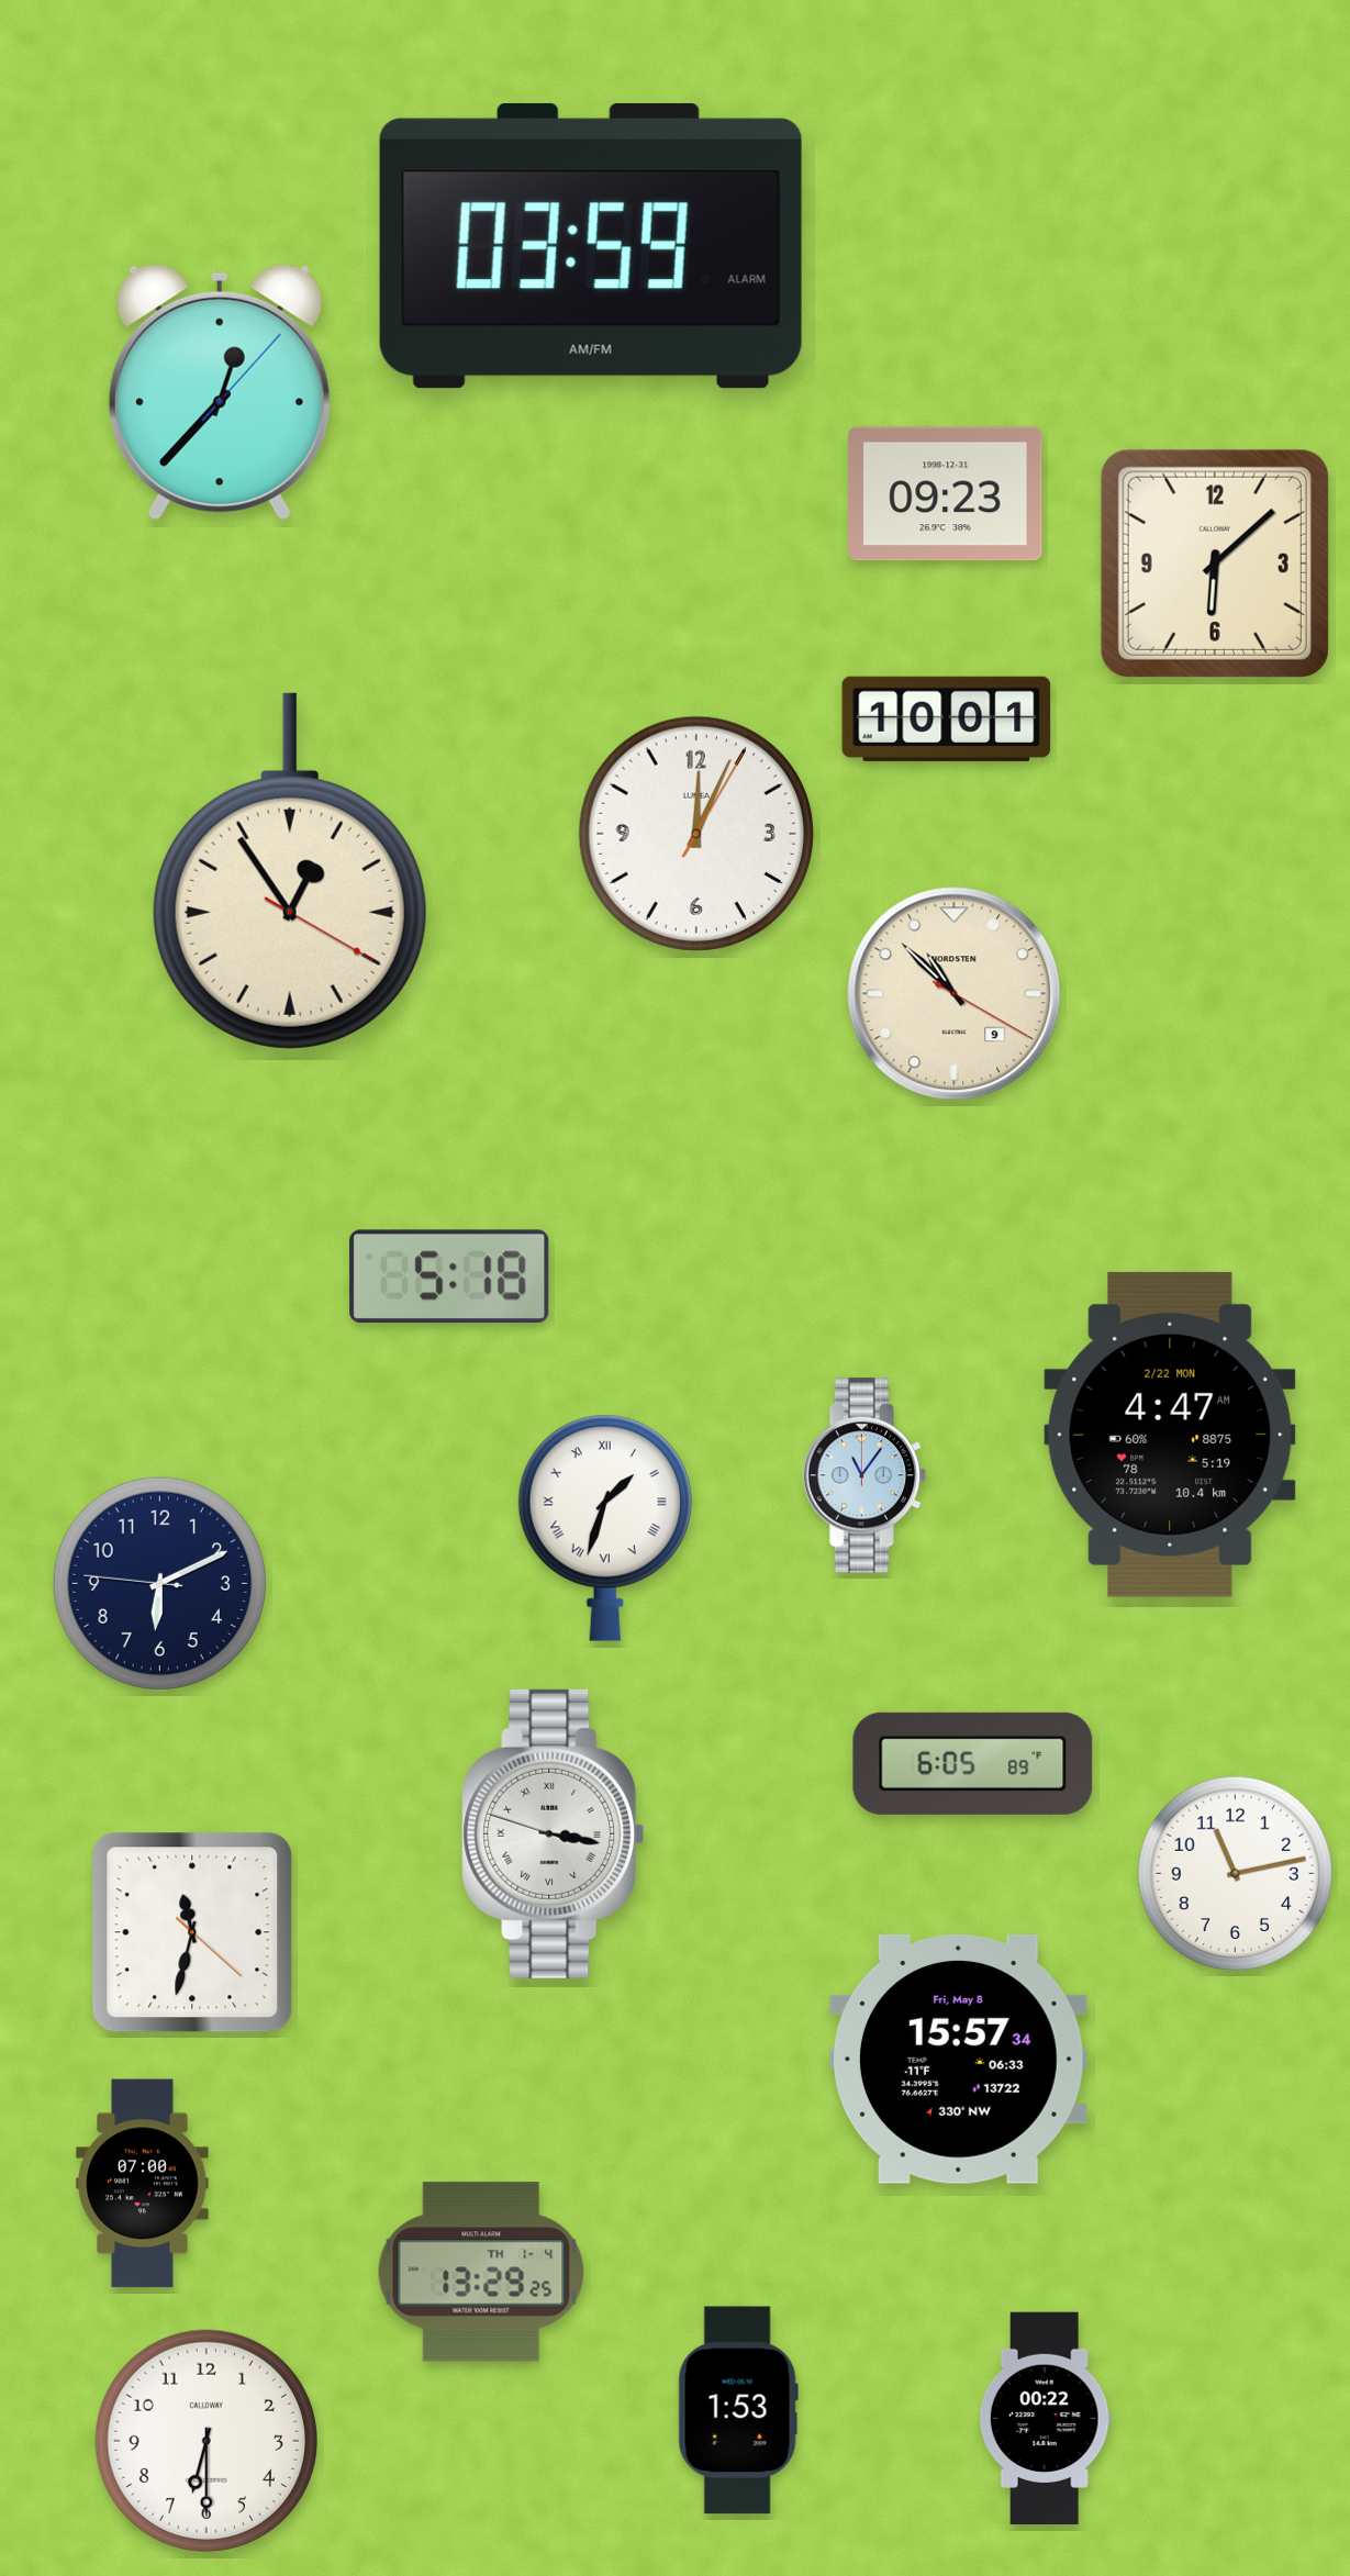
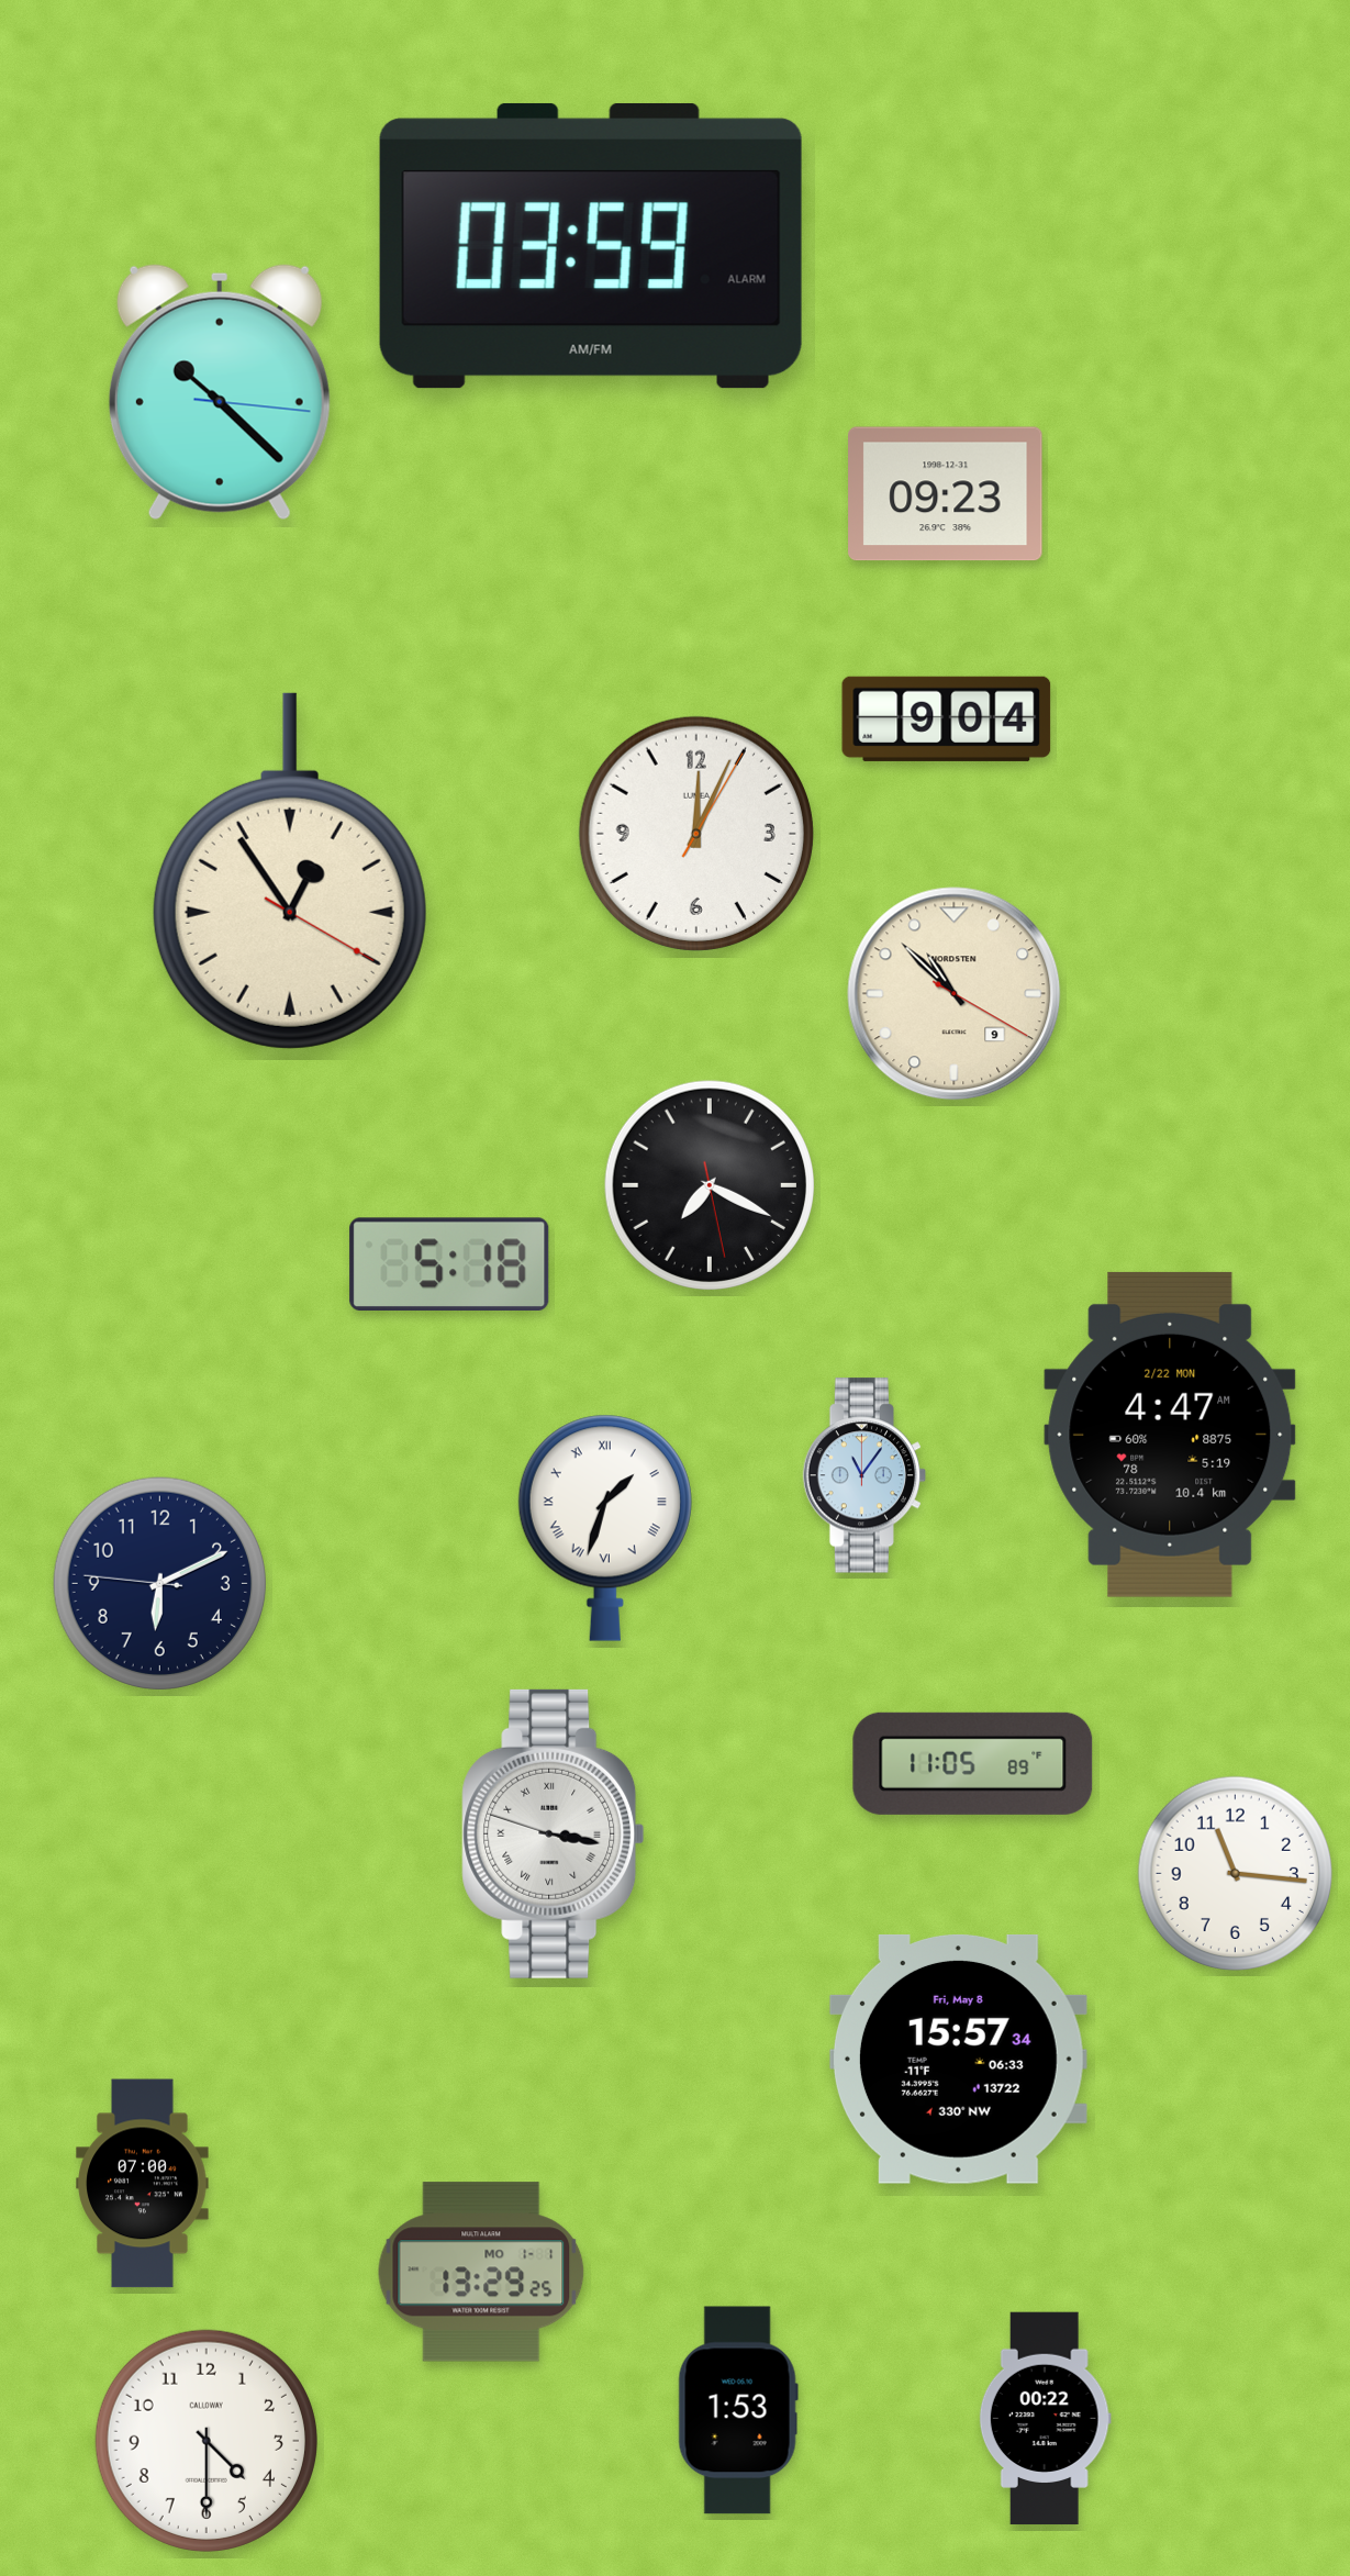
clock at (220, 392): 12:37 -> 10:22
clock at (1215, 564): 6:08 -> none
clock at (947, 718): 10:01 -> 9:04
clock at (709, 1184): none -> 7:19
clock at (449, 1275) position: (449, 1275) -> (449, 1263)
clock at (973, 1763): 6:05 -> 11:05
clock at (1236, 1874): 11:13 -> 11:16
clock at (192, 1932): 11:32 -> none
clock at (481, 2272) date: TH 1-4 -> MO 1-1
clock at (207, 2441): 6:30 -> 4:30
